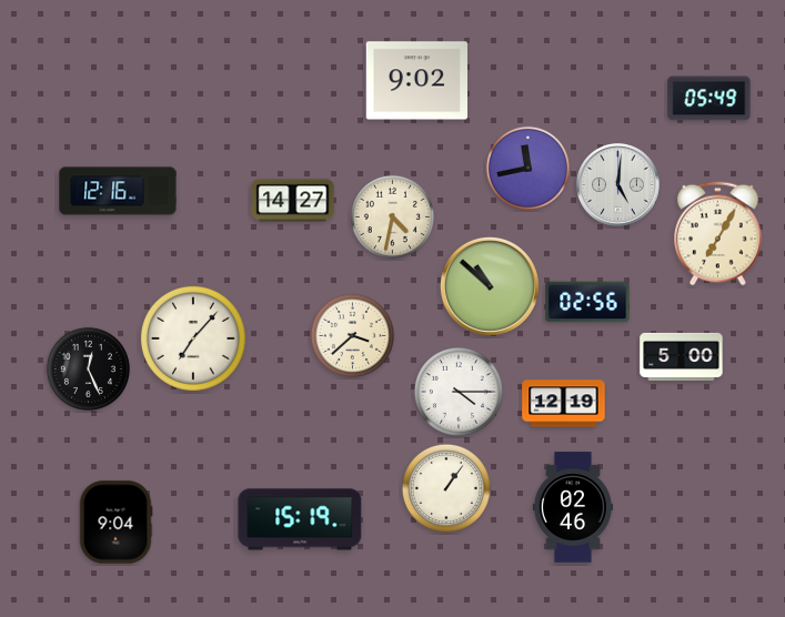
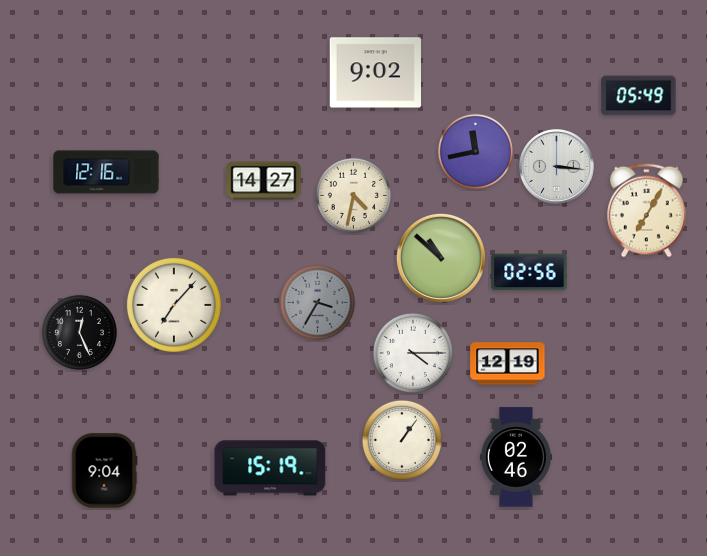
clock at (709, 99) position: (709, 99) -> (639, 96)
clock at (618, 185): 5:01 -> 3:16
clock at (352, 335): 3:38 -> 3:35
clock at (352, 335) dial: cream -> grey
clock at (682, 356): 5:00 -> none
